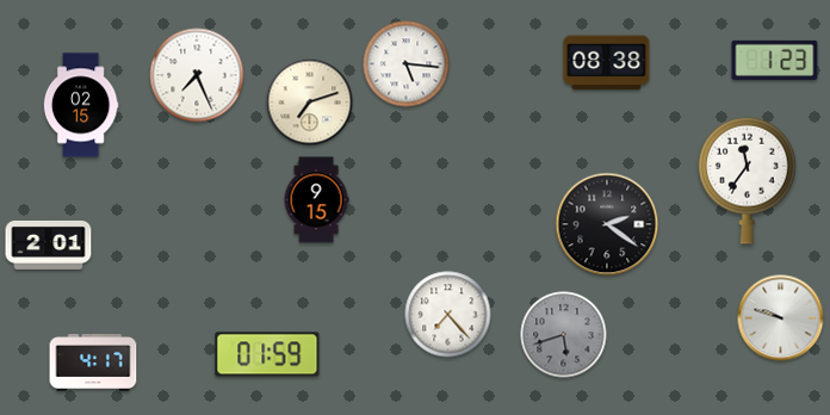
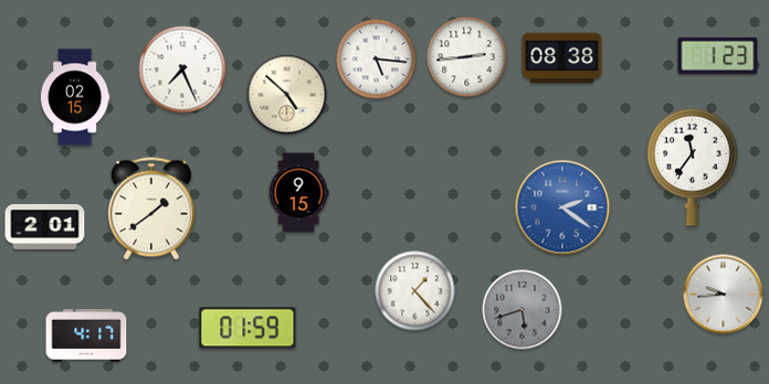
clock at (467, 57): none -> 2:44
clock at (310, 103): 7:12 -> 4:52
clock at (316, 200) position: (316, 200) -> (298, 193)
clock at (607, 224) dial: black -> blue
clock at (151, 209): none -> 1:39
clock at (448, 315): 7:23 -> 1:23
clock at (781, 318): 9:48 -> 9:44
